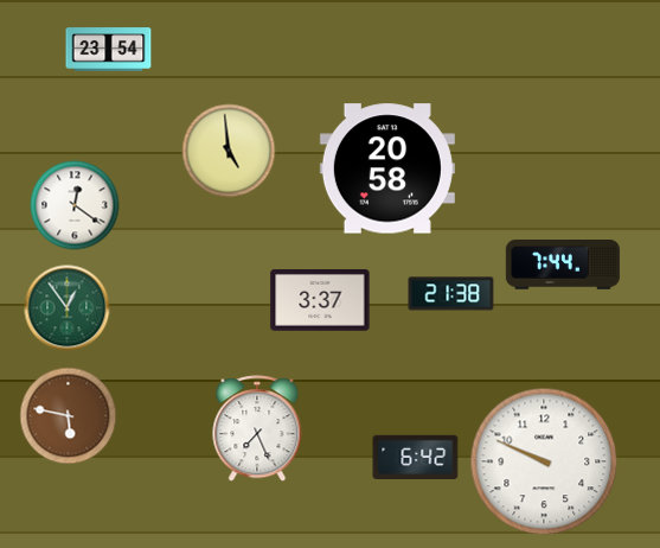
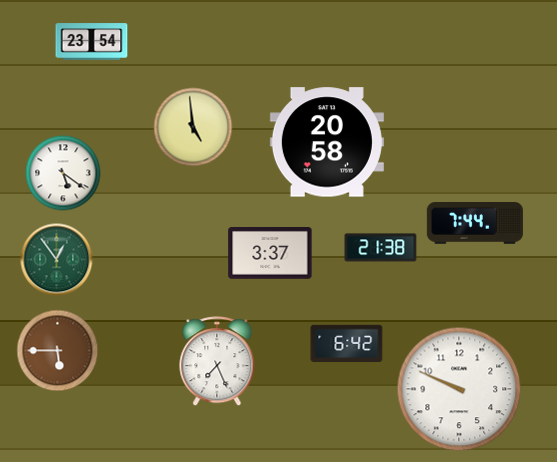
clock at (75, 205): 12:21 -> 5:21
clock at (69, 416): 5:47 -> 5:45
clock at (416, 458) position: (416, 458) -> (347, 344)
